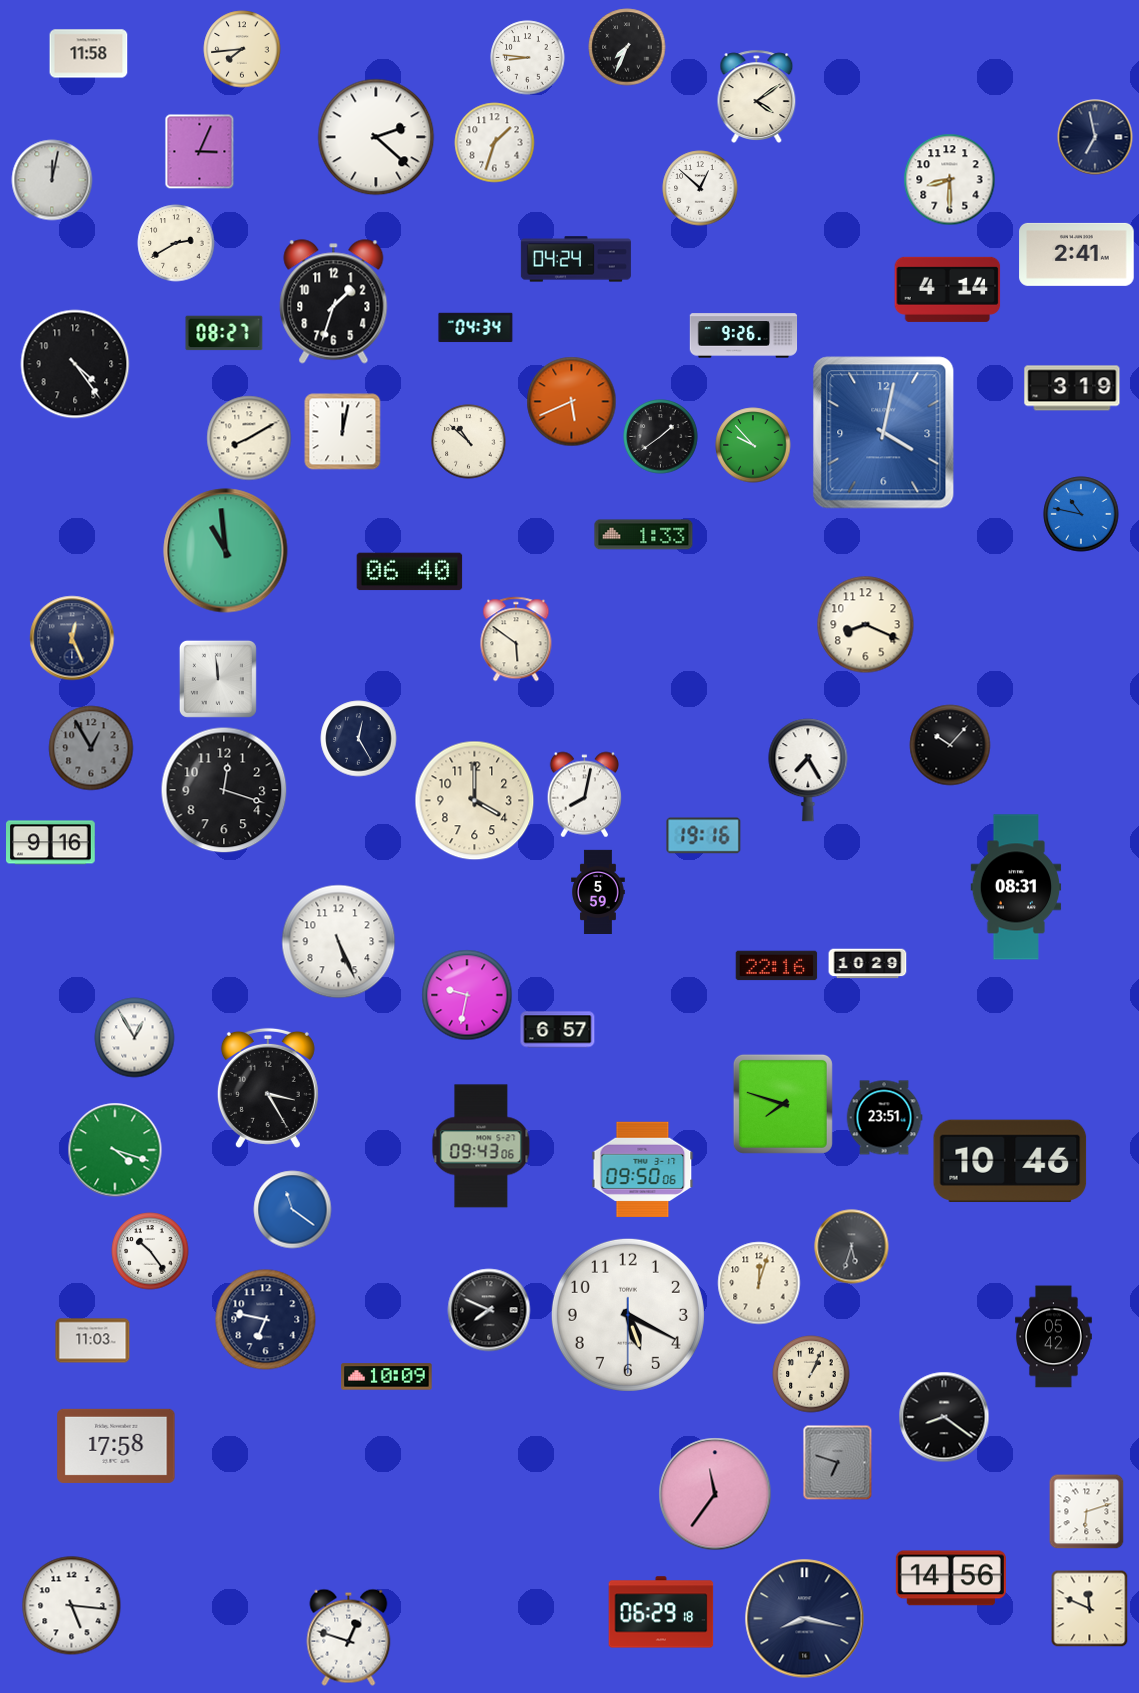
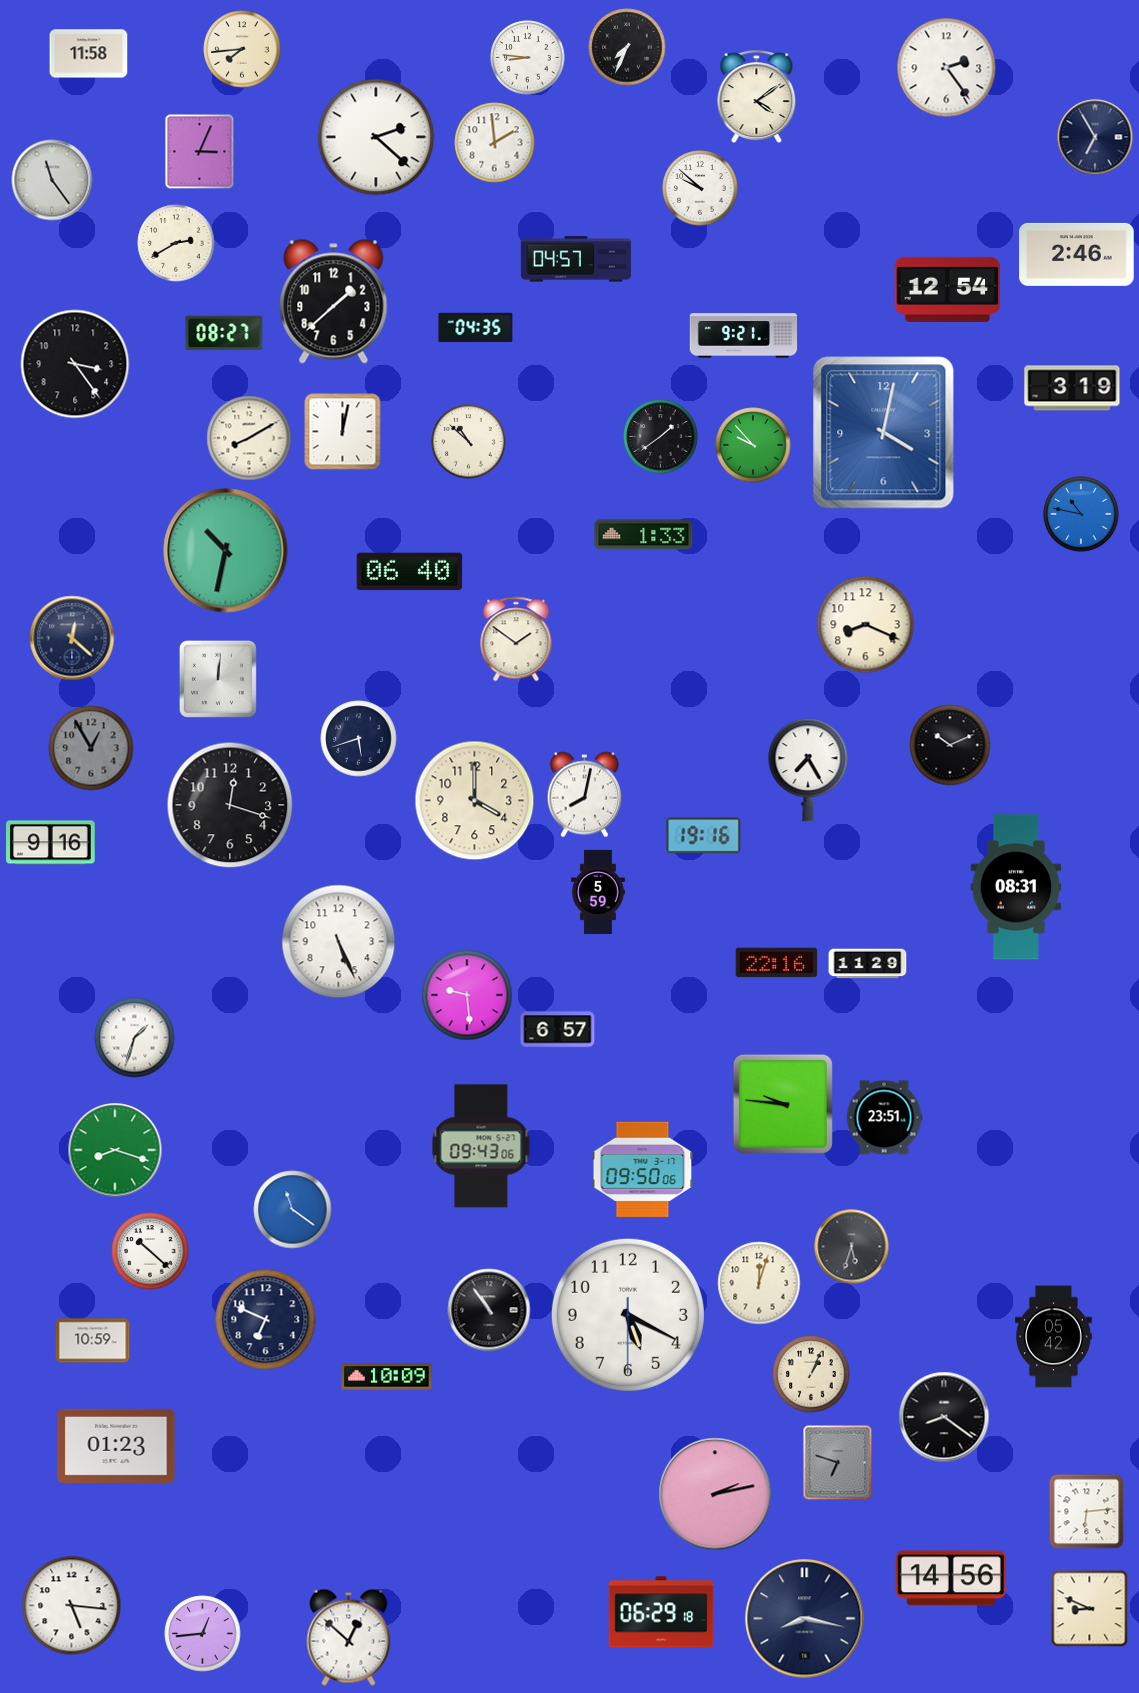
clock at (947, 68): none -> 2:24
clock at (1095, 137): 6:58 -> 6:55
clock at (495, 143): 1:33 -> 1:59
clock at (52, 180): 12:02 -> 11:24
clock at (950, 180): 8:30 -> none
clock at (700, 188): 12:52 -> 9:52
clock at (1077, 254): 2:41 -> 2:46
clock at (576, 259): 04:24 -> 04:57
clock at (948, 289): 4:14 -> 12:54
clock at (334, 302): 1:33 -> 1:38
clock at (476, 328): 04:34 -> 04:35
clock at (744, 336): 9:26 -> 9:21
clock at (75, 364): 4:24 -> 3:24
clock at (572, 402): 5:41 -> none
clock at (226, 551): 10:59 -> 10:32
clock at (72, 638): 12:26 -> 12:22
clock at (516, 639): 5:51 -> 1:51
clock at (218, 679): 11:59 -> 12:01
clock at (359, 739): 12:25 -> 5:42
clock at (950, 745): 10:07 -> 10:11
clock at (224, 790) position: (224, 790) -> (230, 805)
clock at (868, 964): 10:29 -> 11:29
clock at (777, 966) position: (777, 966) -> (777, 963)
clock at (467, 995): 9:32 -> 9:29
clock at (135, 1038): 12:55 -> 1:33
clock at (268, 1088): 3:25 -> none
clock at (783, 1104): 7:48 -> 9:46
clock at (115, 1150): 4:18 -> 8:18
clock at (1010, 1161): 10:46 -> none
clock at (150, 1251): 10:24 -> 10:22
clock at (489, 1310): 7:49 -> 10:54
clock at (266, 1320): 6:47 -> 6:49
clock at (93, 1341): 11:03 -> 10:59
clock at (116, 1446): 17:58 -> 01:23
clock at (715, 1494): 11:36 -> 2:13
clock at (1087, 1512): 6:12 -> 6:14
clock at (1090, 1609): 11:49 -> 8:49
clock at (203, 1634): none -> 12:44
clock at (349, 1637): 12:48 -> 12:52
